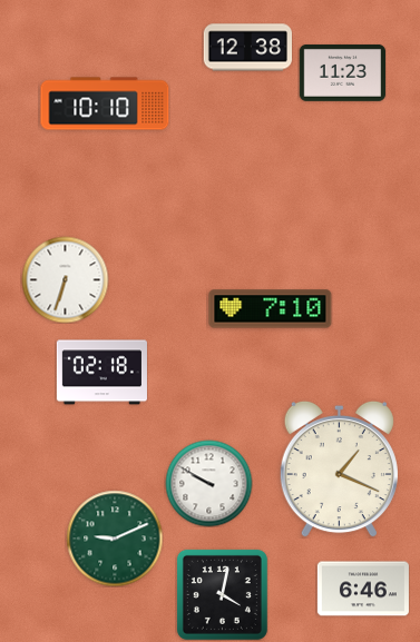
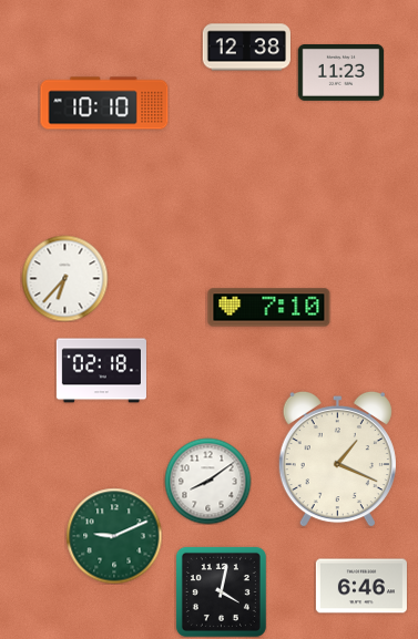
clock at (65, 279): 6:33 -> 6:37
clock at (339, 468) position: (339, 468) -> (337, 458)
clock at (208, 483): 9:50 -> 8:09
